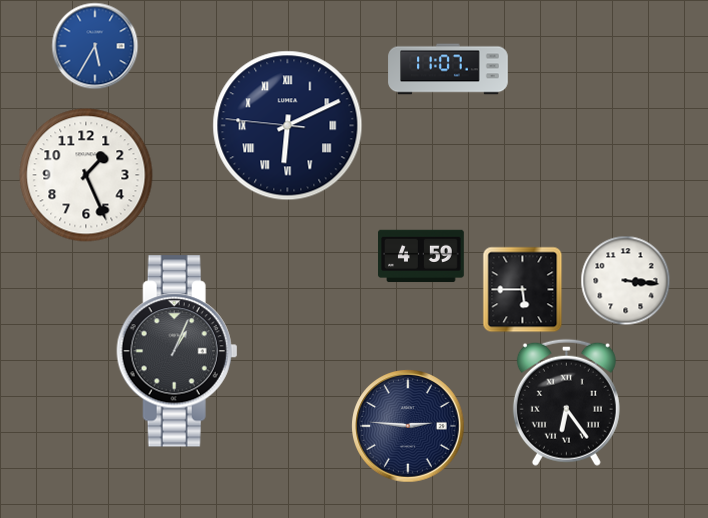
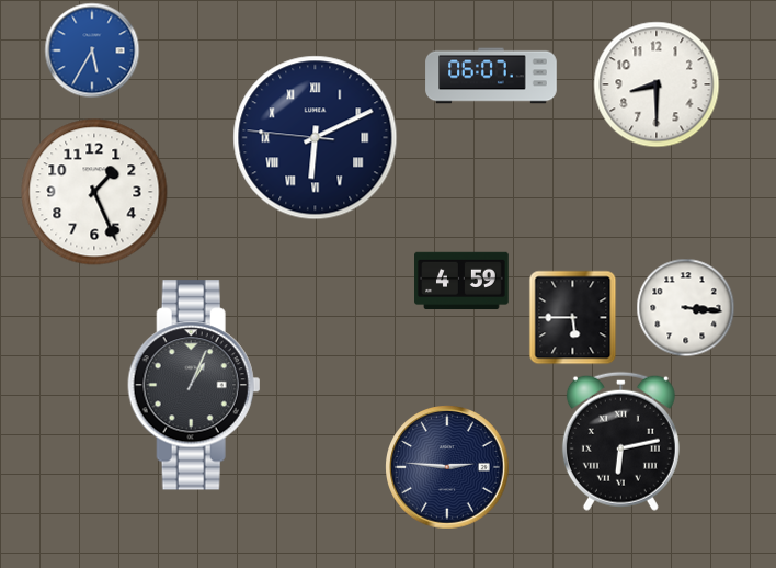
clock at (95, 46) position: (95, 46) -> (92, 50)
clock at (448, 69): 11:07 -> 06:07
clock at (657, 84): none -> 8:30
clock at (566, 402): 6:24 -> 6:13
